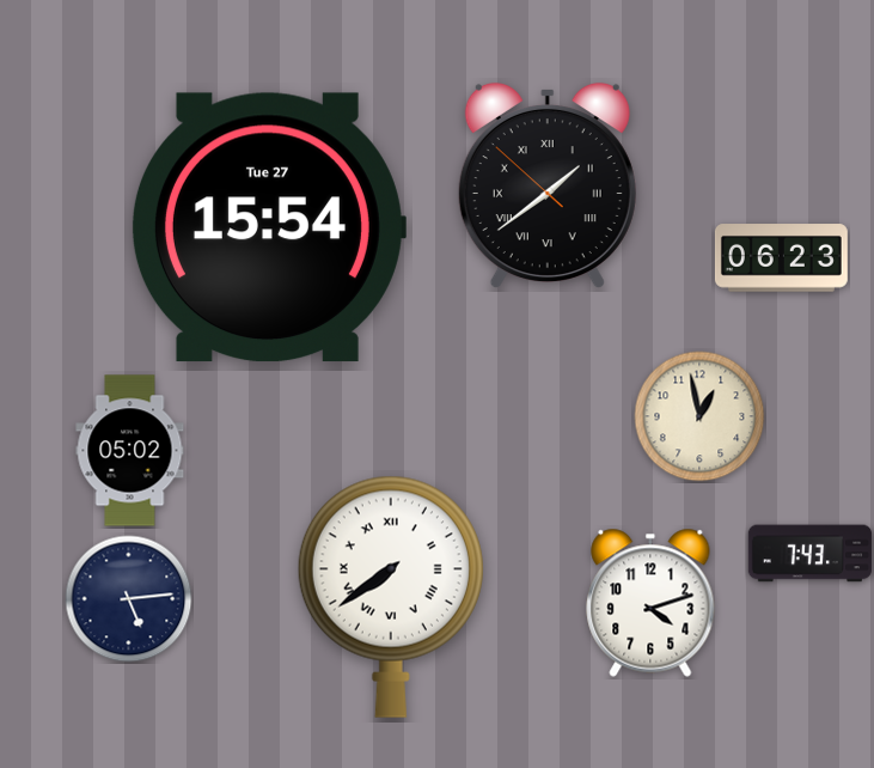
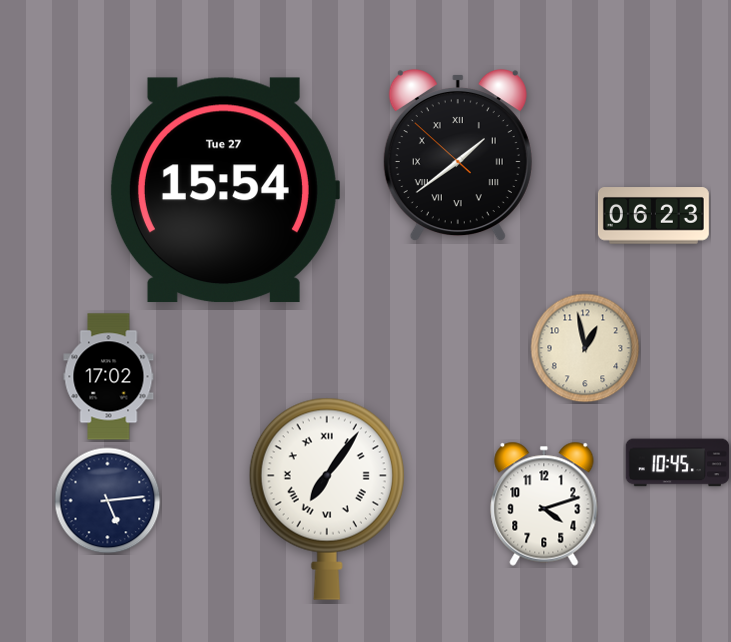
clock at (130, 451): 05:02 -> 17:02
clock at (811, 554): 7:43 -> 10:45
clock at (391, 597): 7:39 -> 7:06
